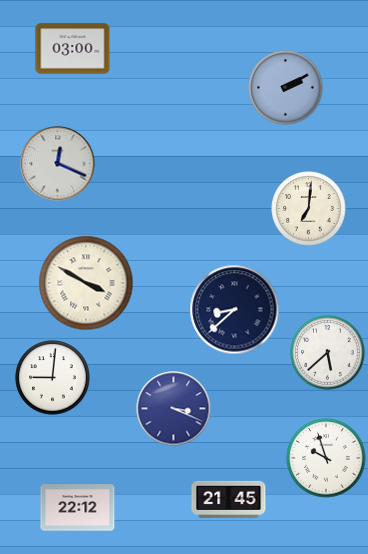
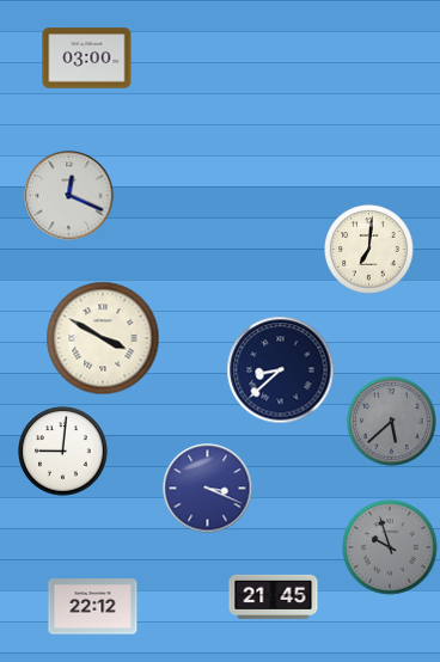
clock at (286, 88): 2:10 -> none
clock at (328, 353) dial: white -> grey
clock at (326, 458) dial: white -> grey
